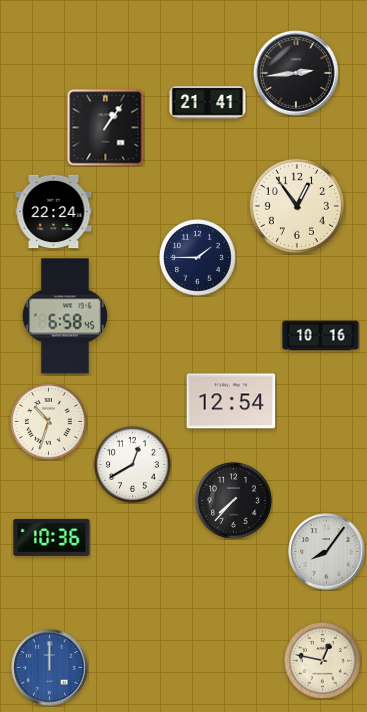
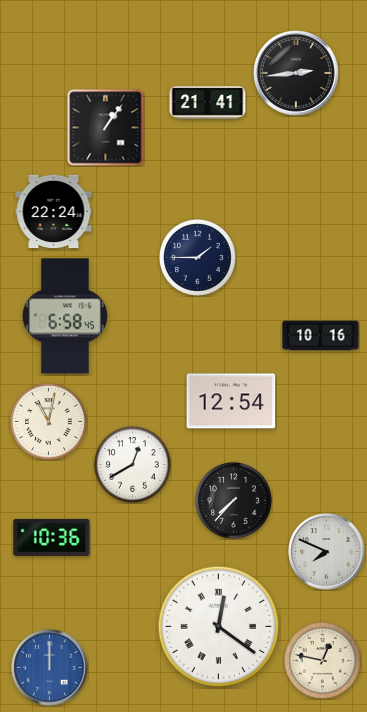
clock at (297, 206): 12:54 -> none
clock at (49, 422): 10:33 -> 11:02
clock at (327, 552): 8:06 -> 7:49
clock at (219, 627): none -> 12:21
